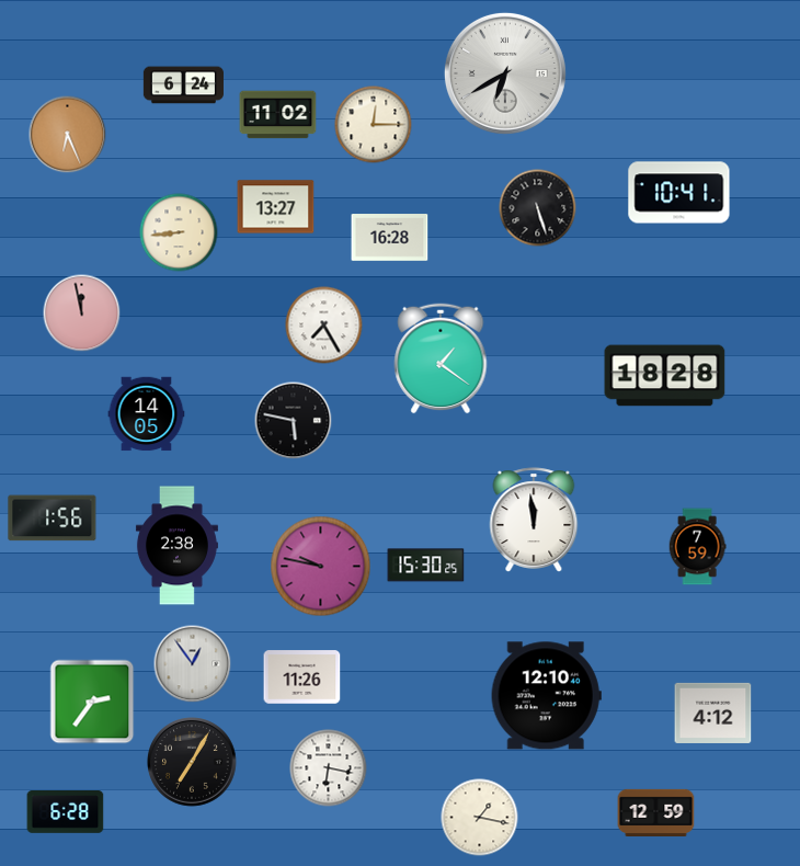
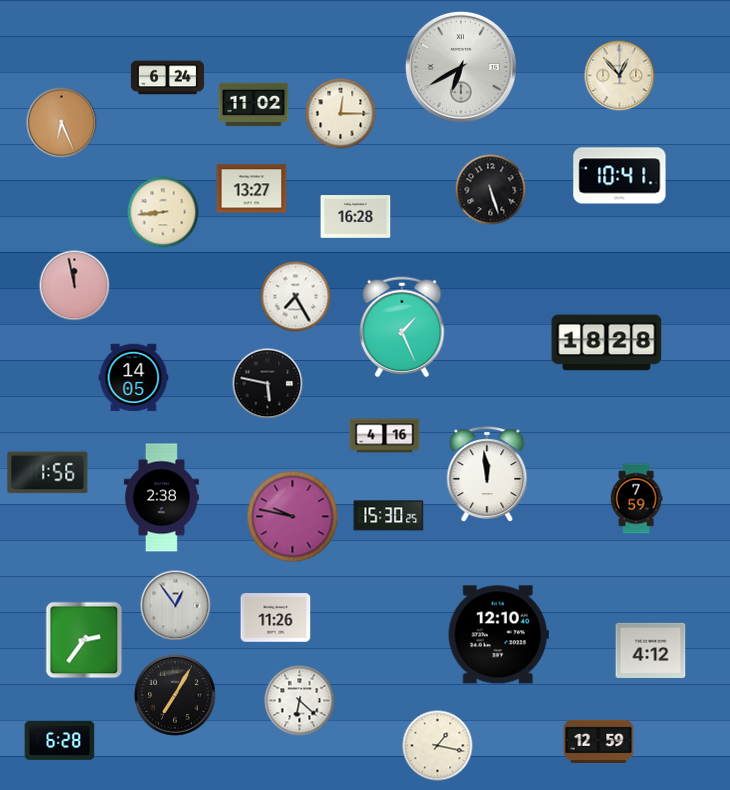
clock at (620, 76): none -> 12:53
clock at (441, 358): 1:21 -> 1:26
clock at (385, 436): none -> 4:16
clock at (329, 768): 6:17 -> 6:22
